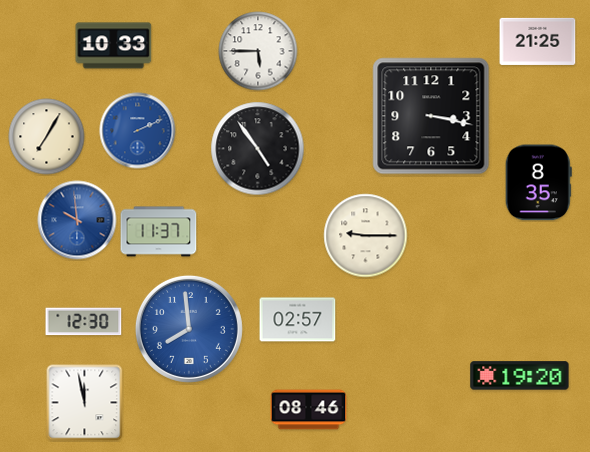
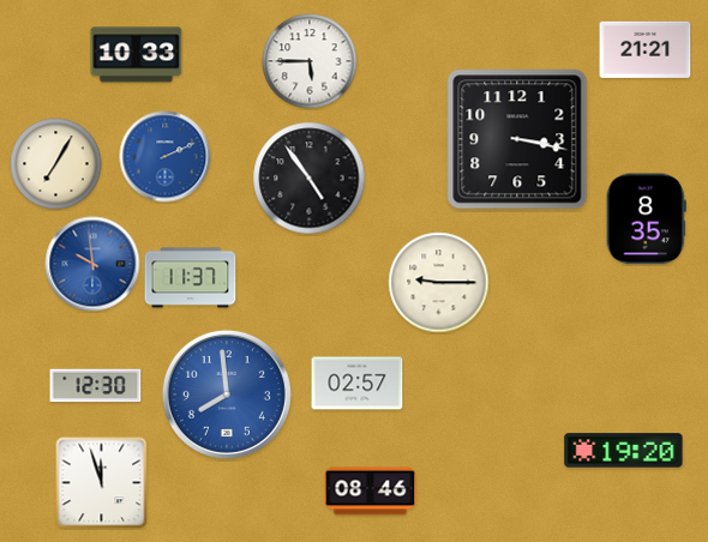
clock at (538, 41): 21:25 -> 21:21
clock at (84, 322) position: (84, 322) -> (96, 386)
clock at (85, 403): 11:58 -> 11:57
